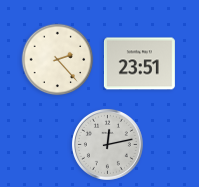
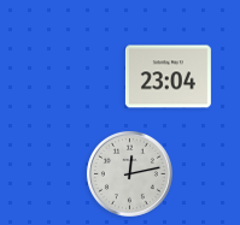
clock at (58, 60): 2:23 -> none
clock at (139, 64): 23:51 -> 23:04
